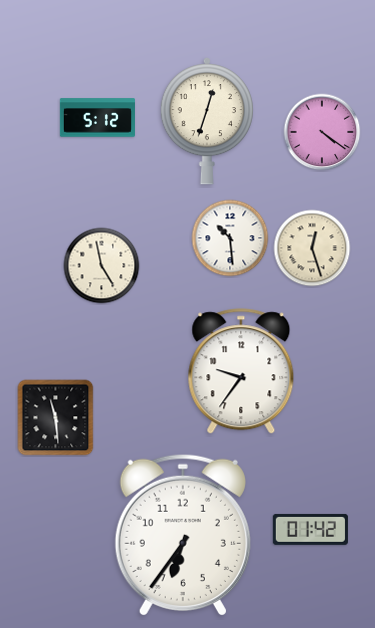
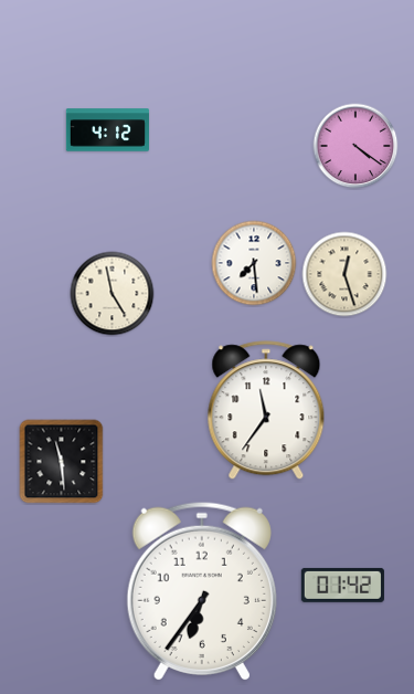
clock at (97, 118): 5:12 -> 4:12
clock at (207, 122): 12:33 -> none
clock at (230, 238): 10:29 -> 7:29
clock at (241, 372): 9:36 -> 11:36
